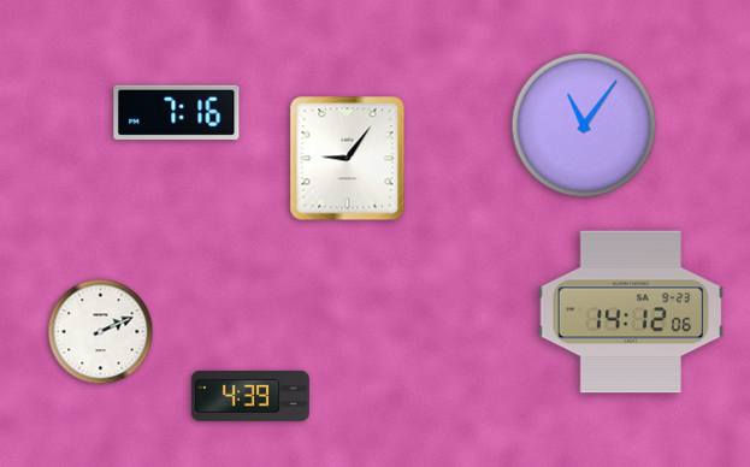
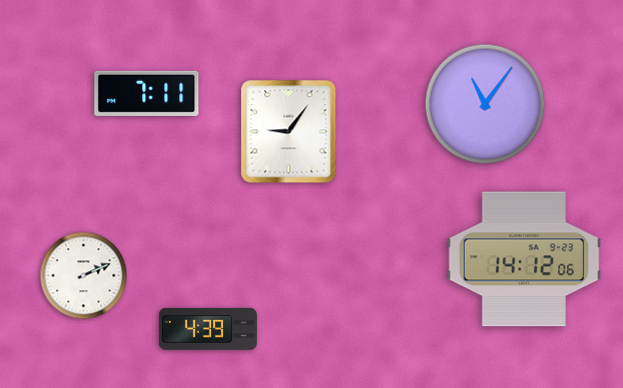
clock at (177, 112): 7:16 -> 7:11
